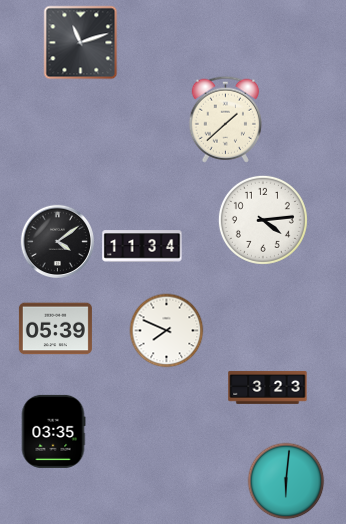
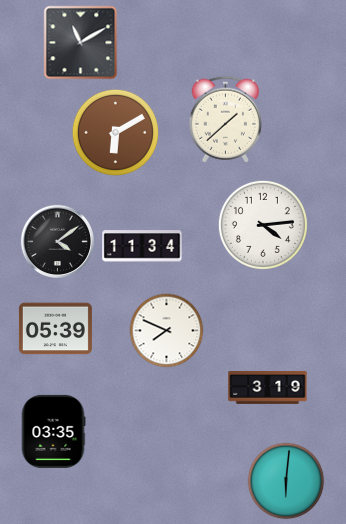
clock at (81, 43): 11:12 -> 11:10
clock at (115, 132): none -> 6:10
clock at (263, 220) position: (263, 220) -> (263, 225)
clock at (268, 388): 3:23 -> 3:19
